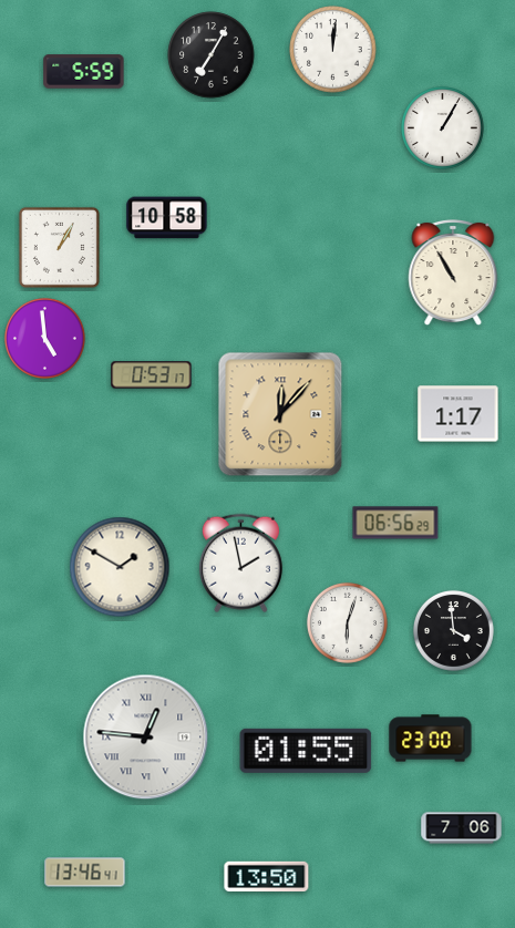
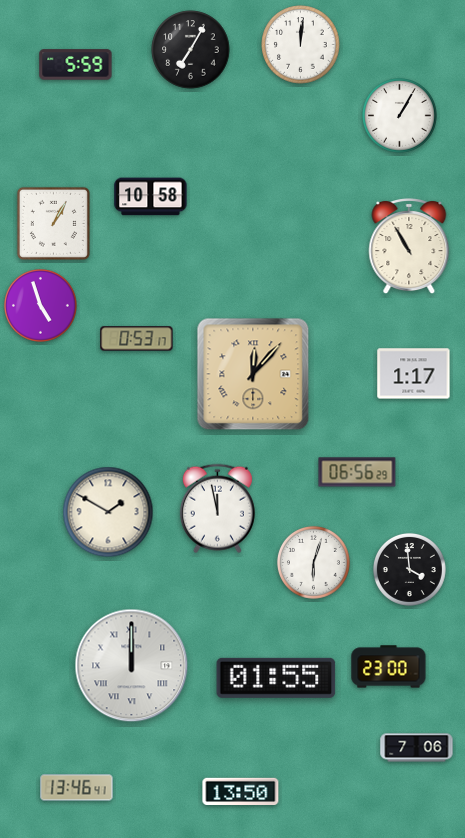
clock at (44, 338): 4:59 -> 4:57
clock at (240, 564): 1:58 -> 11:58
clock at (146, 738): 12:46 -> 12:00
